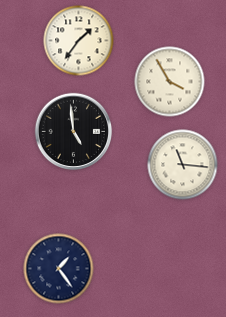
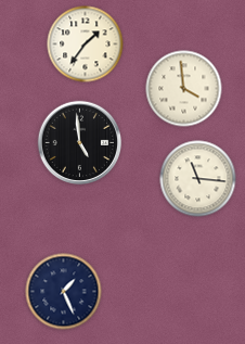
clock at (170, 82): 3:55 -> 3:59
clock at (59, 269): 1:24 -> 1:26
